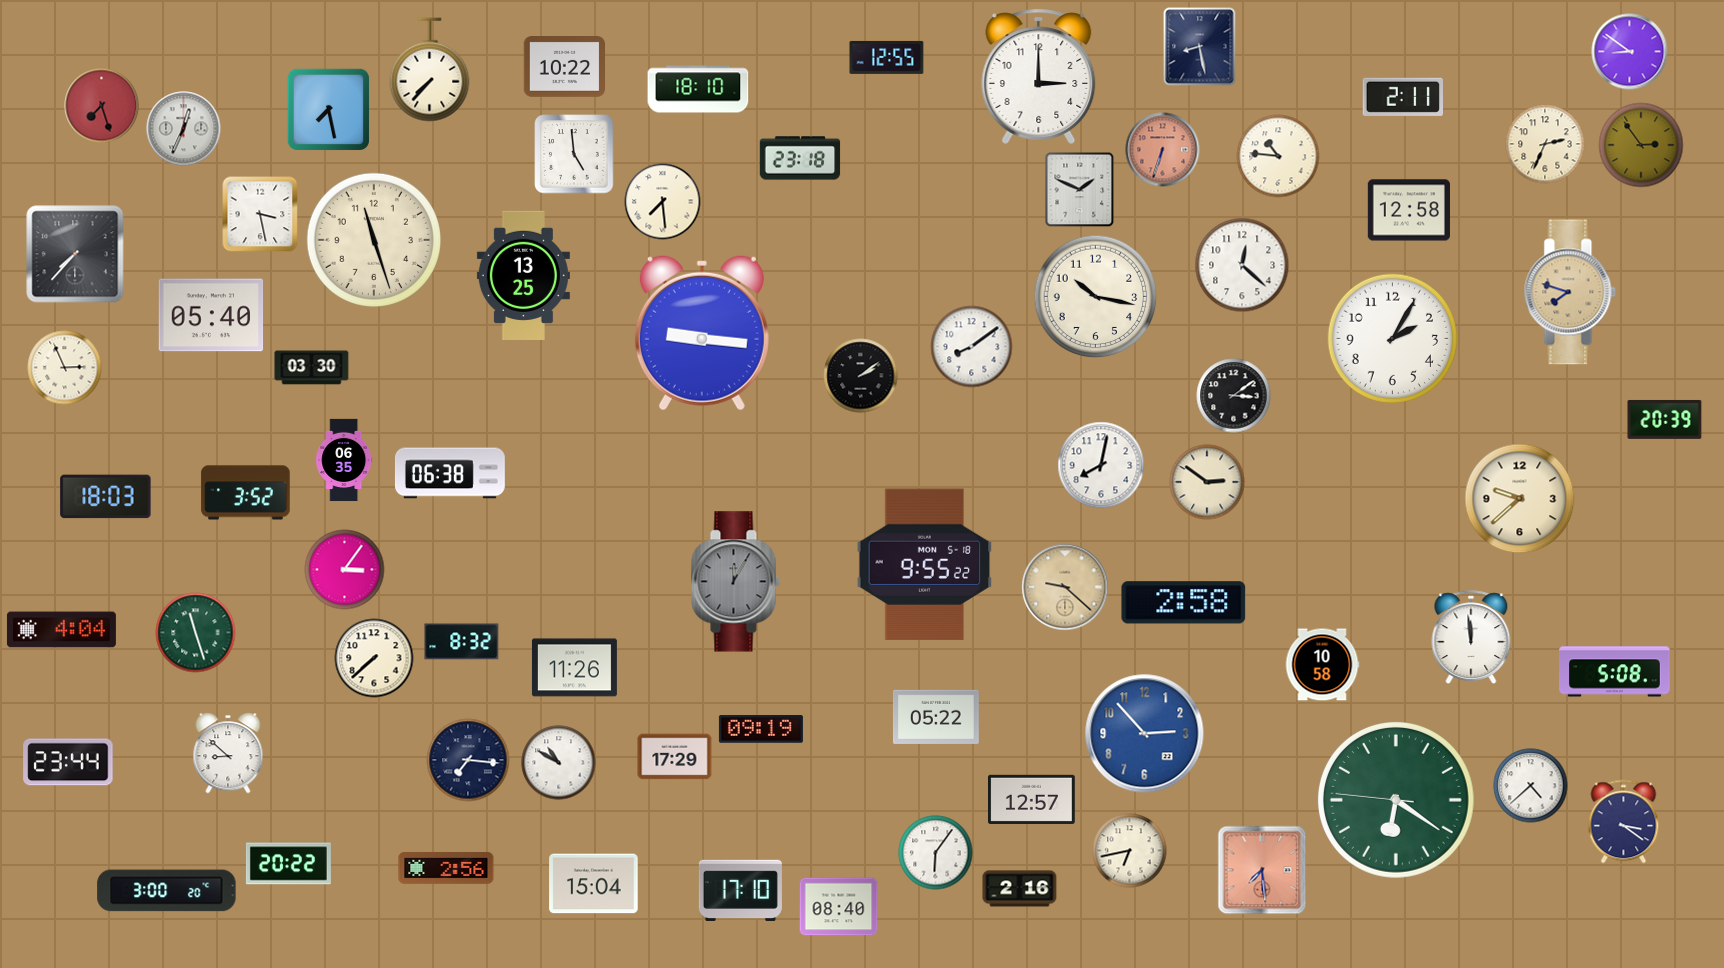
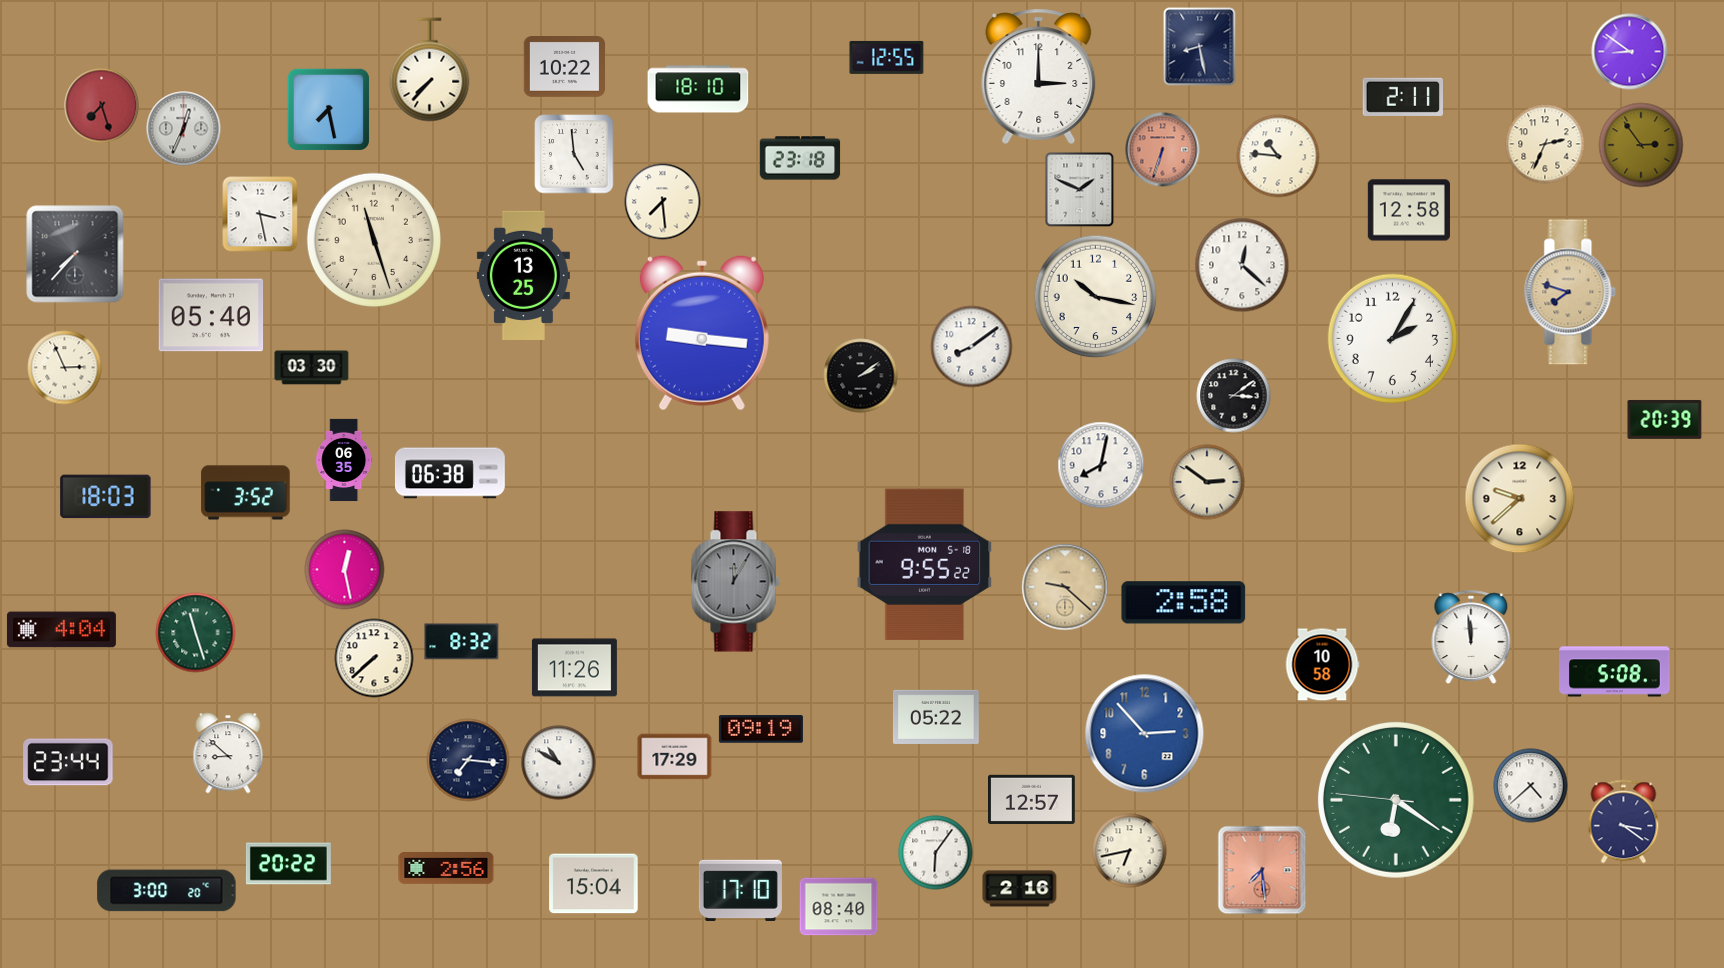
clock at (345, 570): 3:06 -> 12:28
